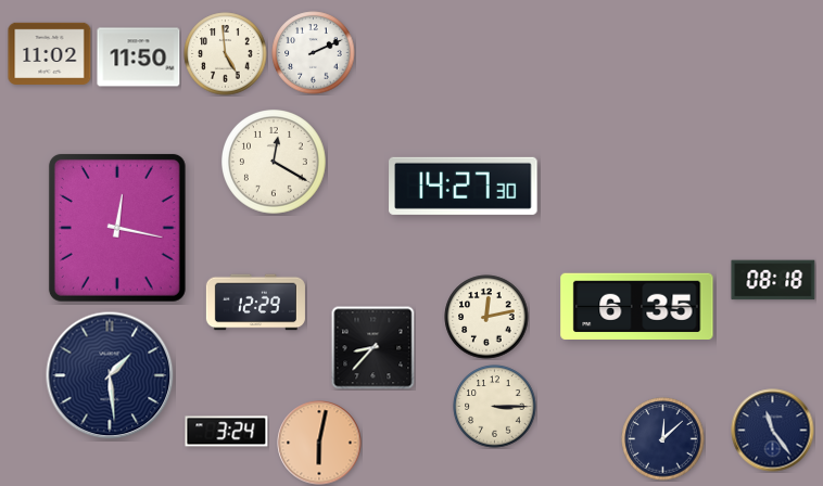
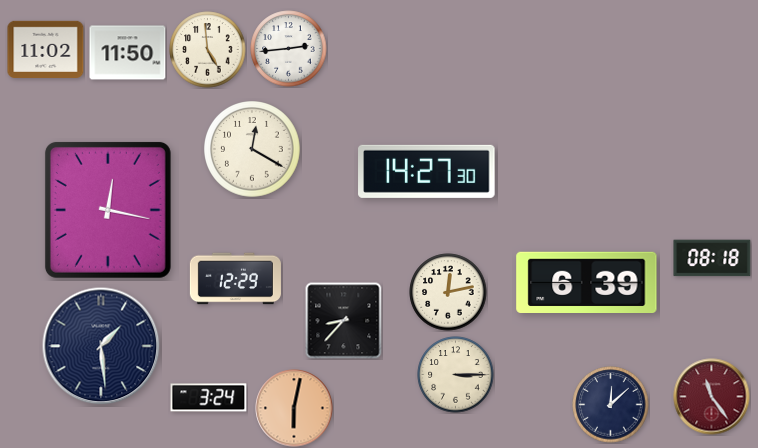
clock at (314, 53): 2:11 -> 2:44
clock at (637, 306): 6:35 -> 6:39
clock at (773, 431) dial: navy -> burgundy
